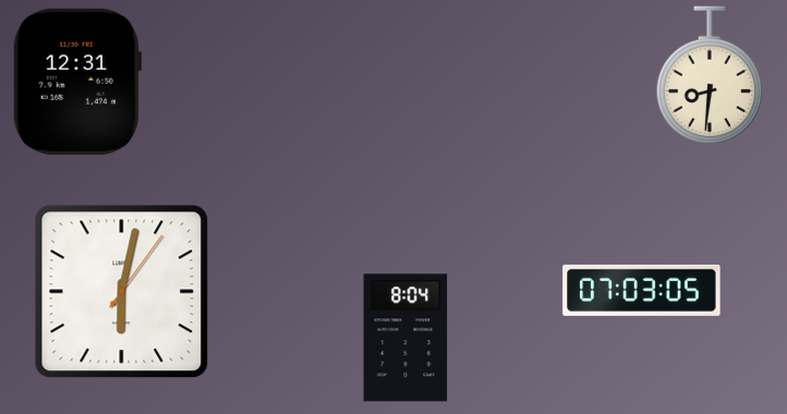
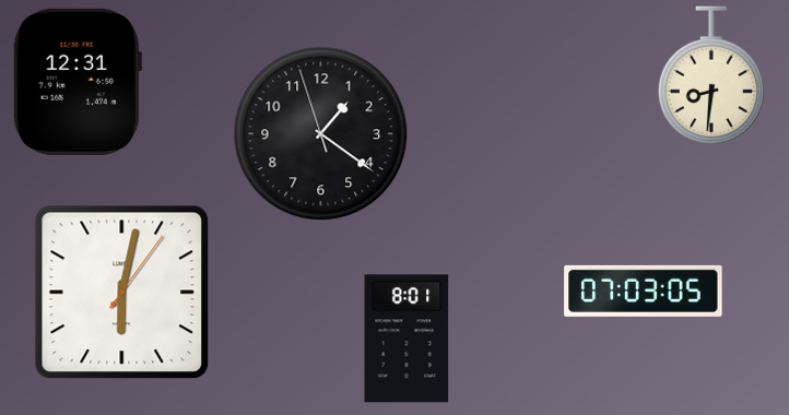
clock at (321, 134): none -> 1:20
clock at (405, 338): 8:04 -> 8:01
